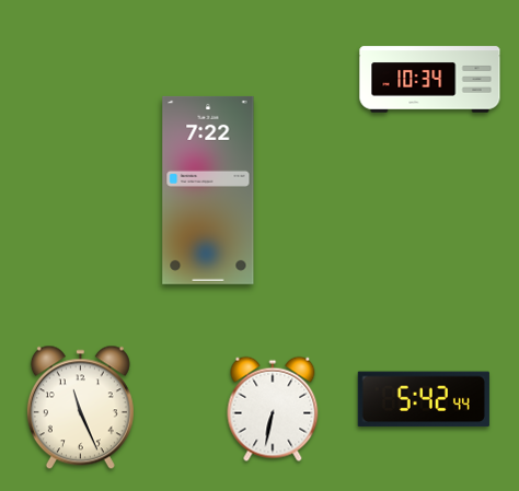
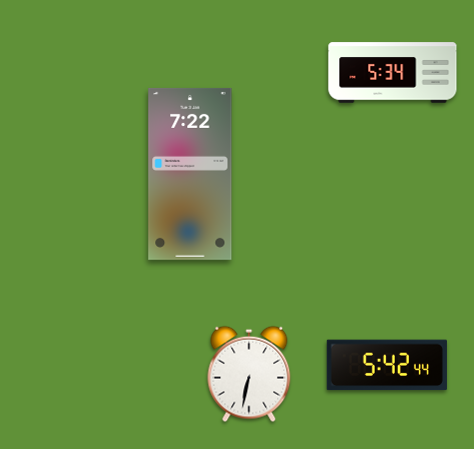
clock at (430, 80): 10:34 -> 5:34
clock at (80, 408): 11:26 -> none
